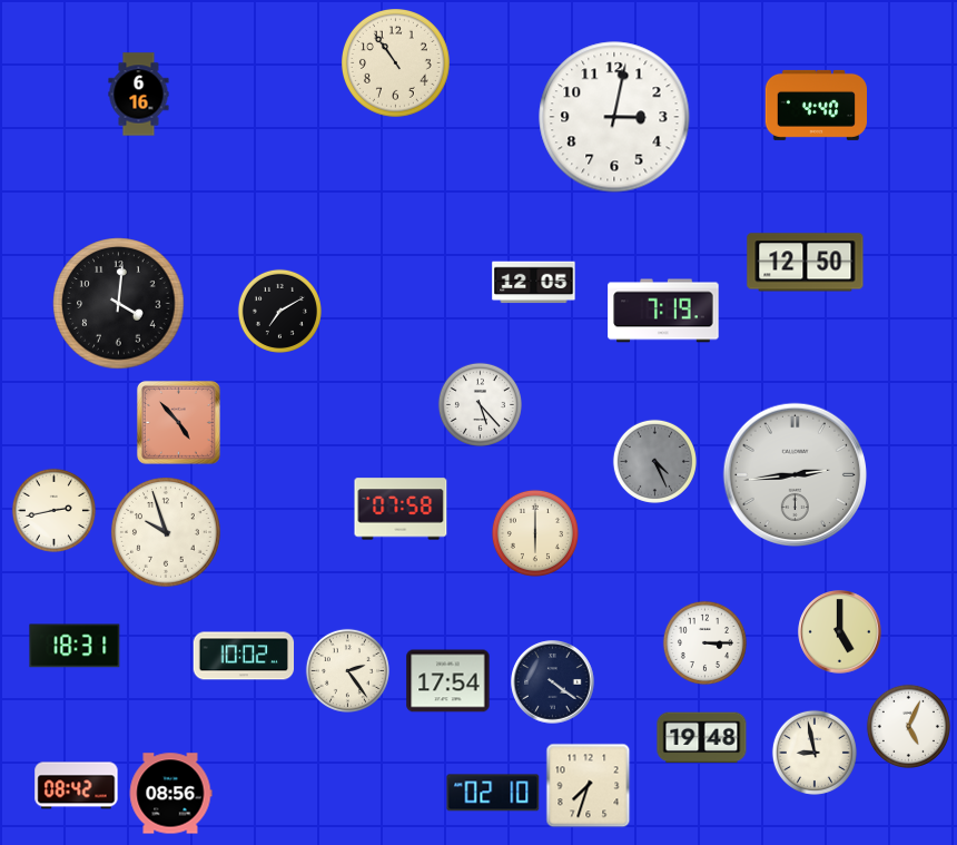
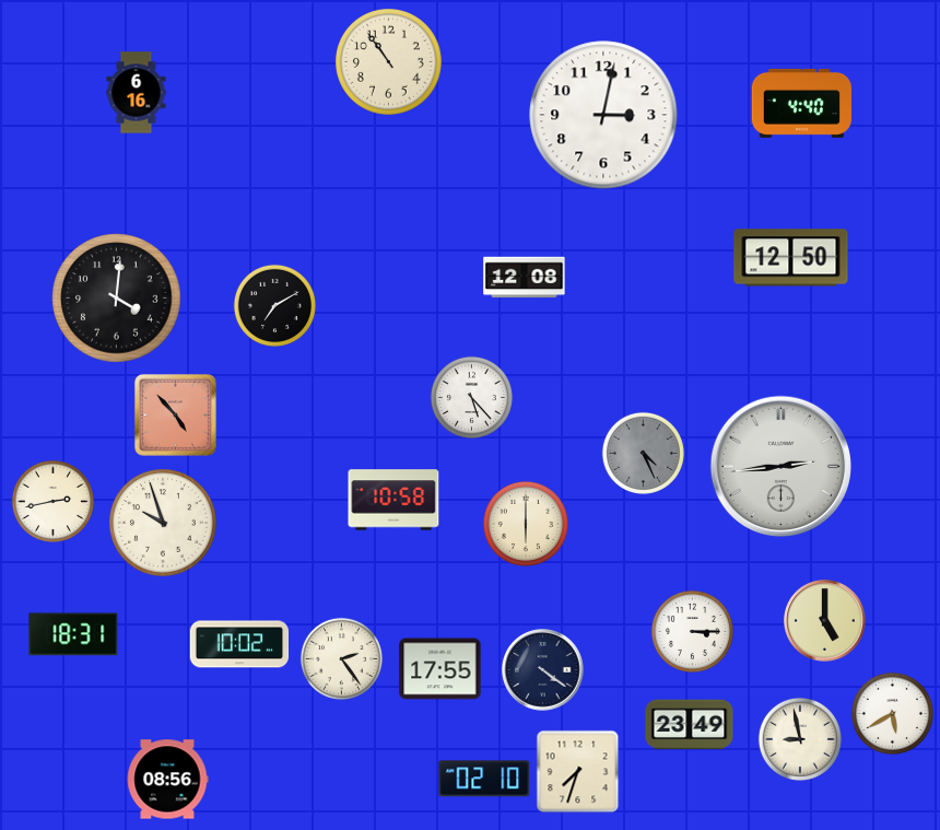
clock at (534, 283): 12:05 -> 12:08
clock at (663, 311): 7:19 -> none
clock at (401, 509): 07:58 -> 10:58
clock at (448, 681): 17:54 -> 17:55
clock at (908, 726): 5:04 -> 5:40
clock at (702, 738): 19:48 -> 23:49
clock at (77, 786): 08:42 -> none
